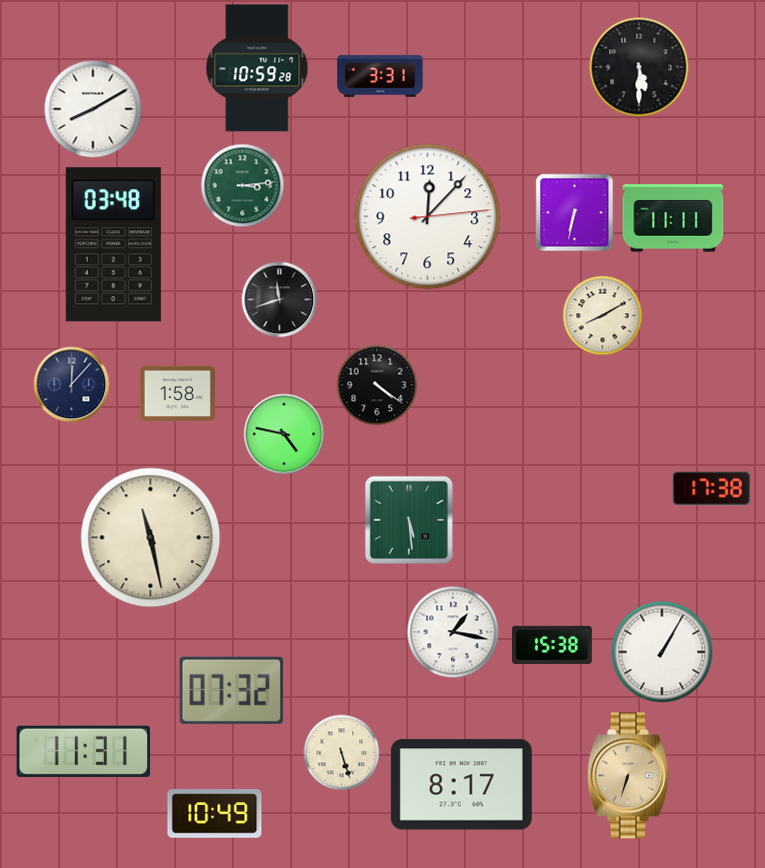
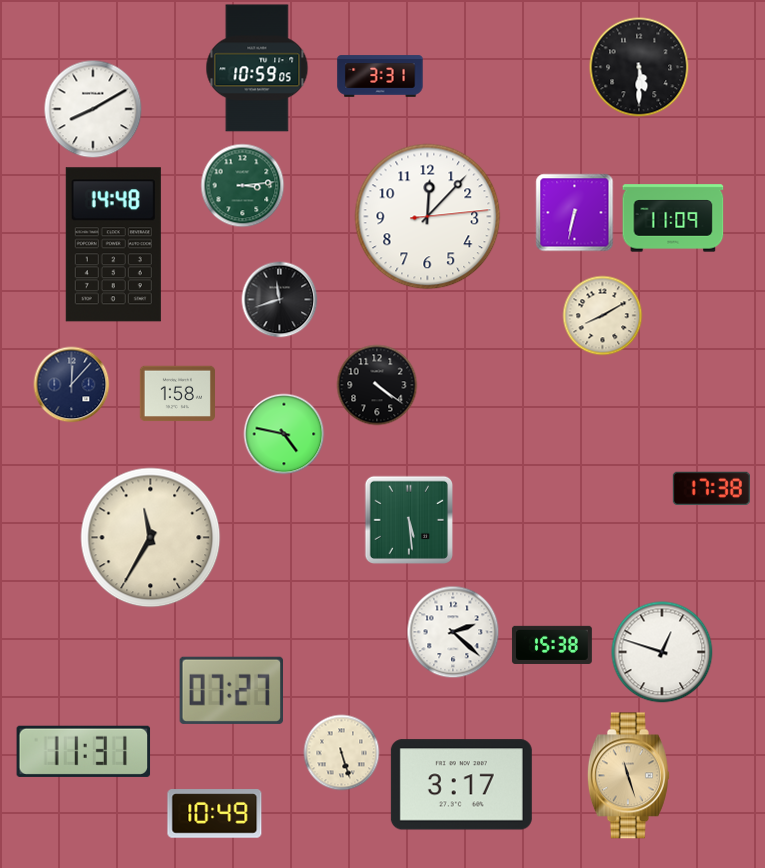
clock at (257, 68): 10:59:28 -> 10:59:05
clock at (673, 218): 11:11 -> 11:09
clock at (113, 245): 03:48 -> 14:48
clock at (151, 538): 11:28 -> 11:35
clock at (453, 632): 1:17 -> 2:22
clock at (662, 652): 1:05 -> 12:48
clock at (231, 690): 07:32 -> 07:27
clock at (628, 776): 6:33 -> 11:27
clock at (461, 785): 8:17 -> 3:17
